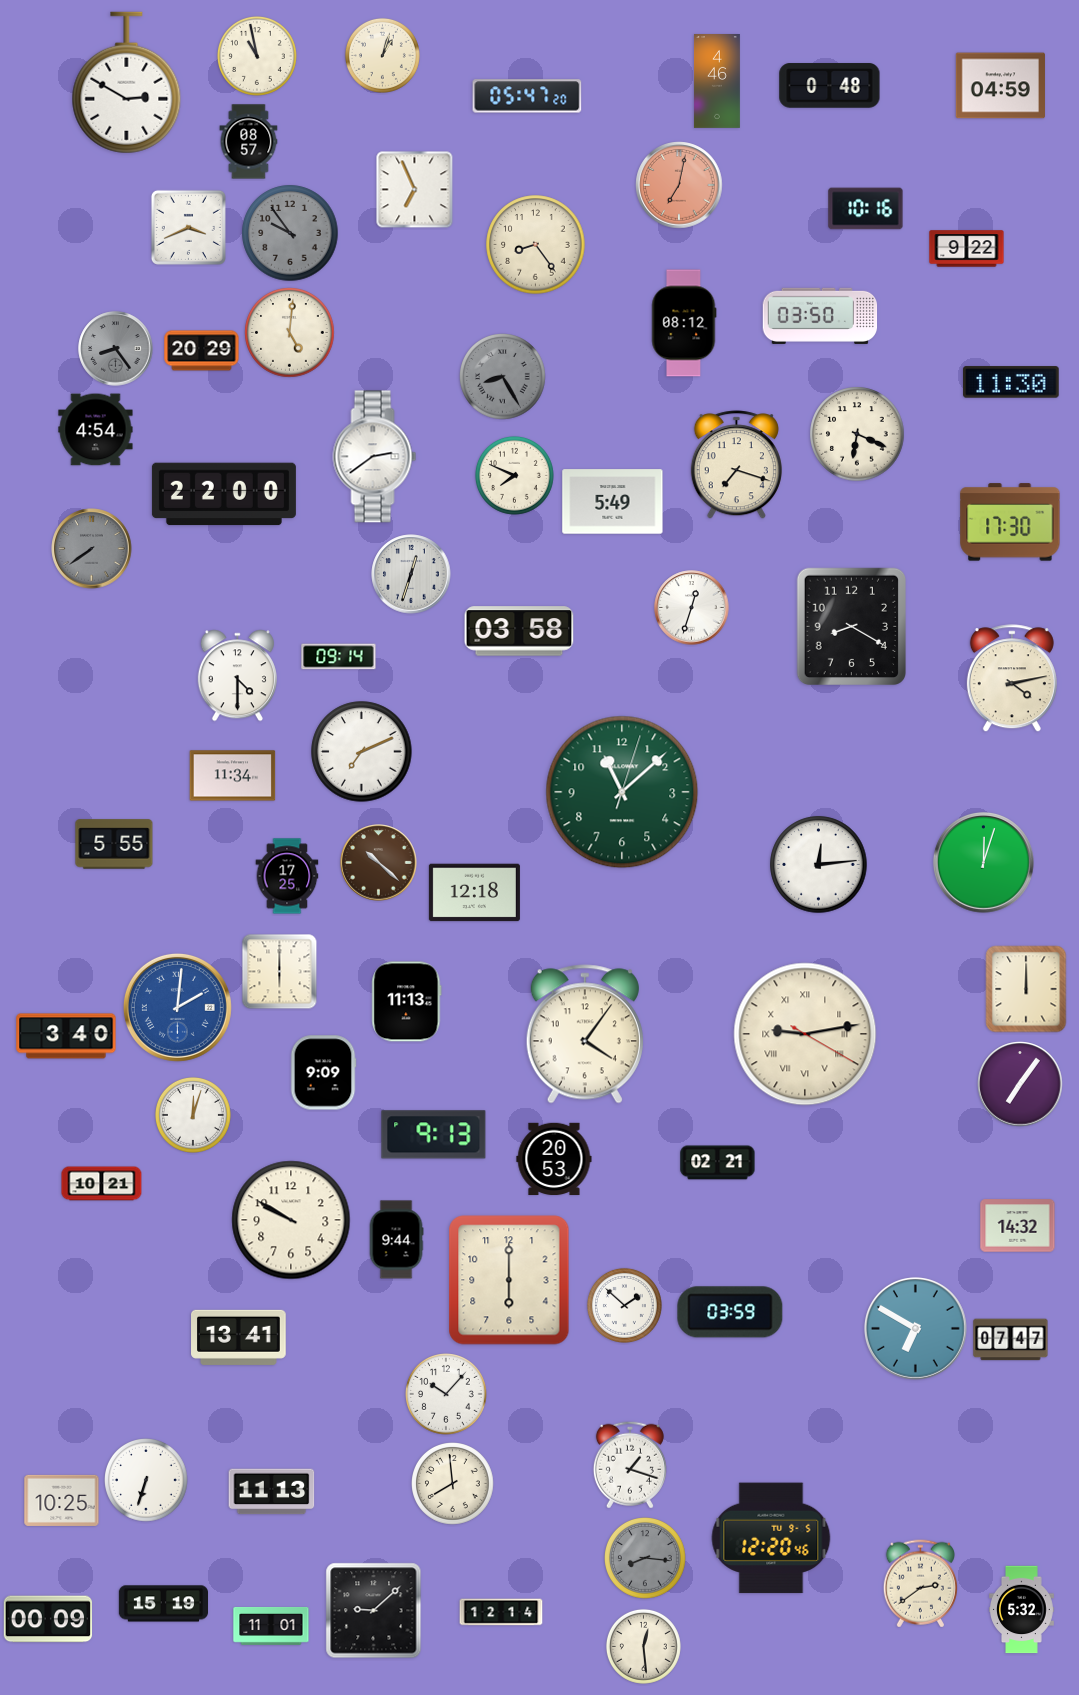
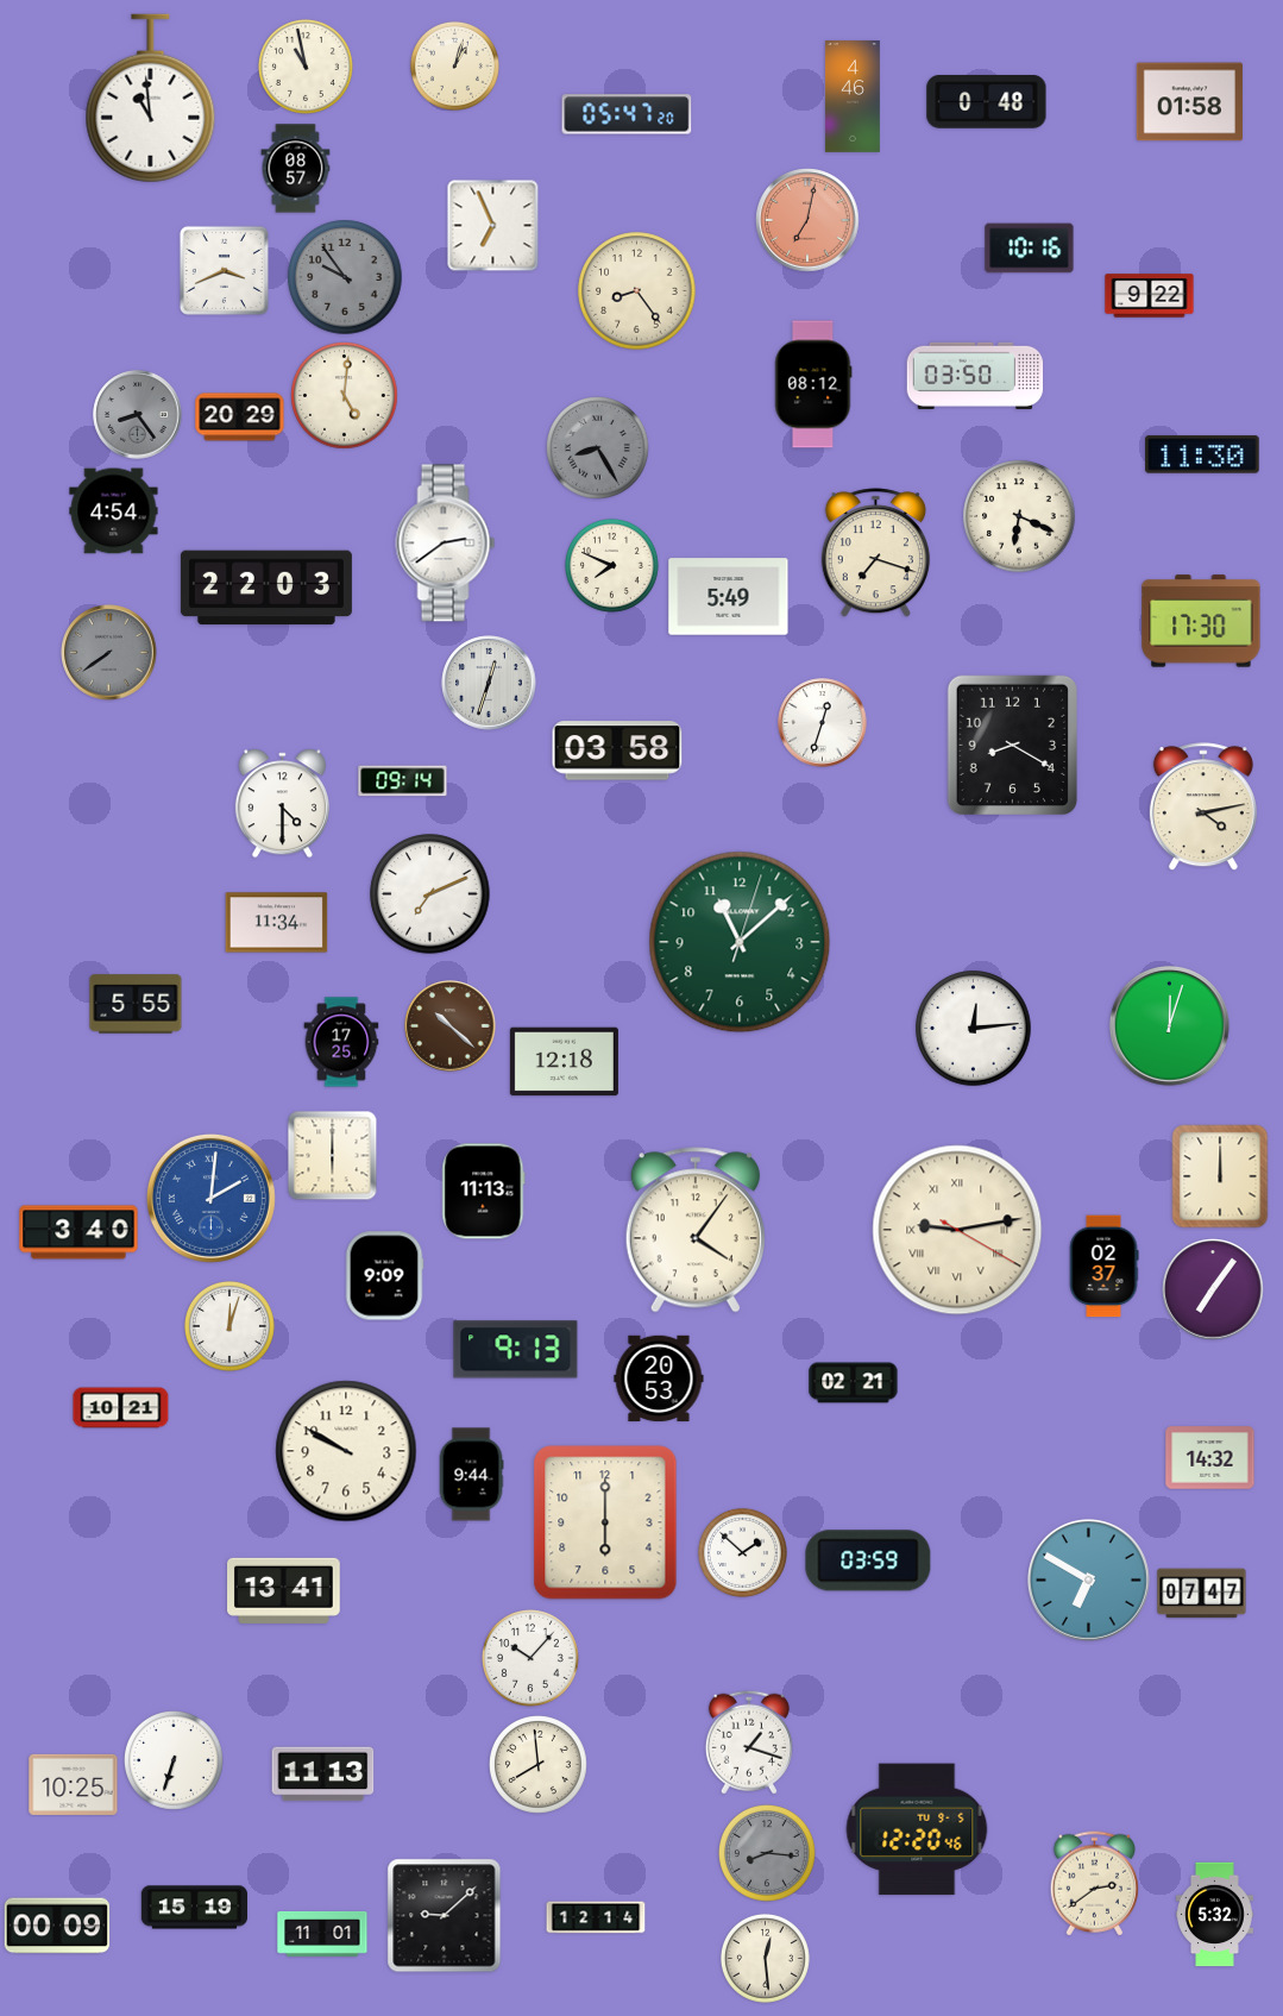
clock at (127, 83): 2:50 -> 10:59
clock at (1000, 86): 04:59 -> 01:58
clock at (224, 494): 22:00 -> 22:03
clock at (1103, 1267): none -> 02:37
